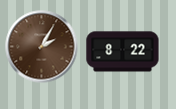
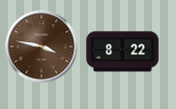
clock at (42, 47): 2:05 -> 3:47
